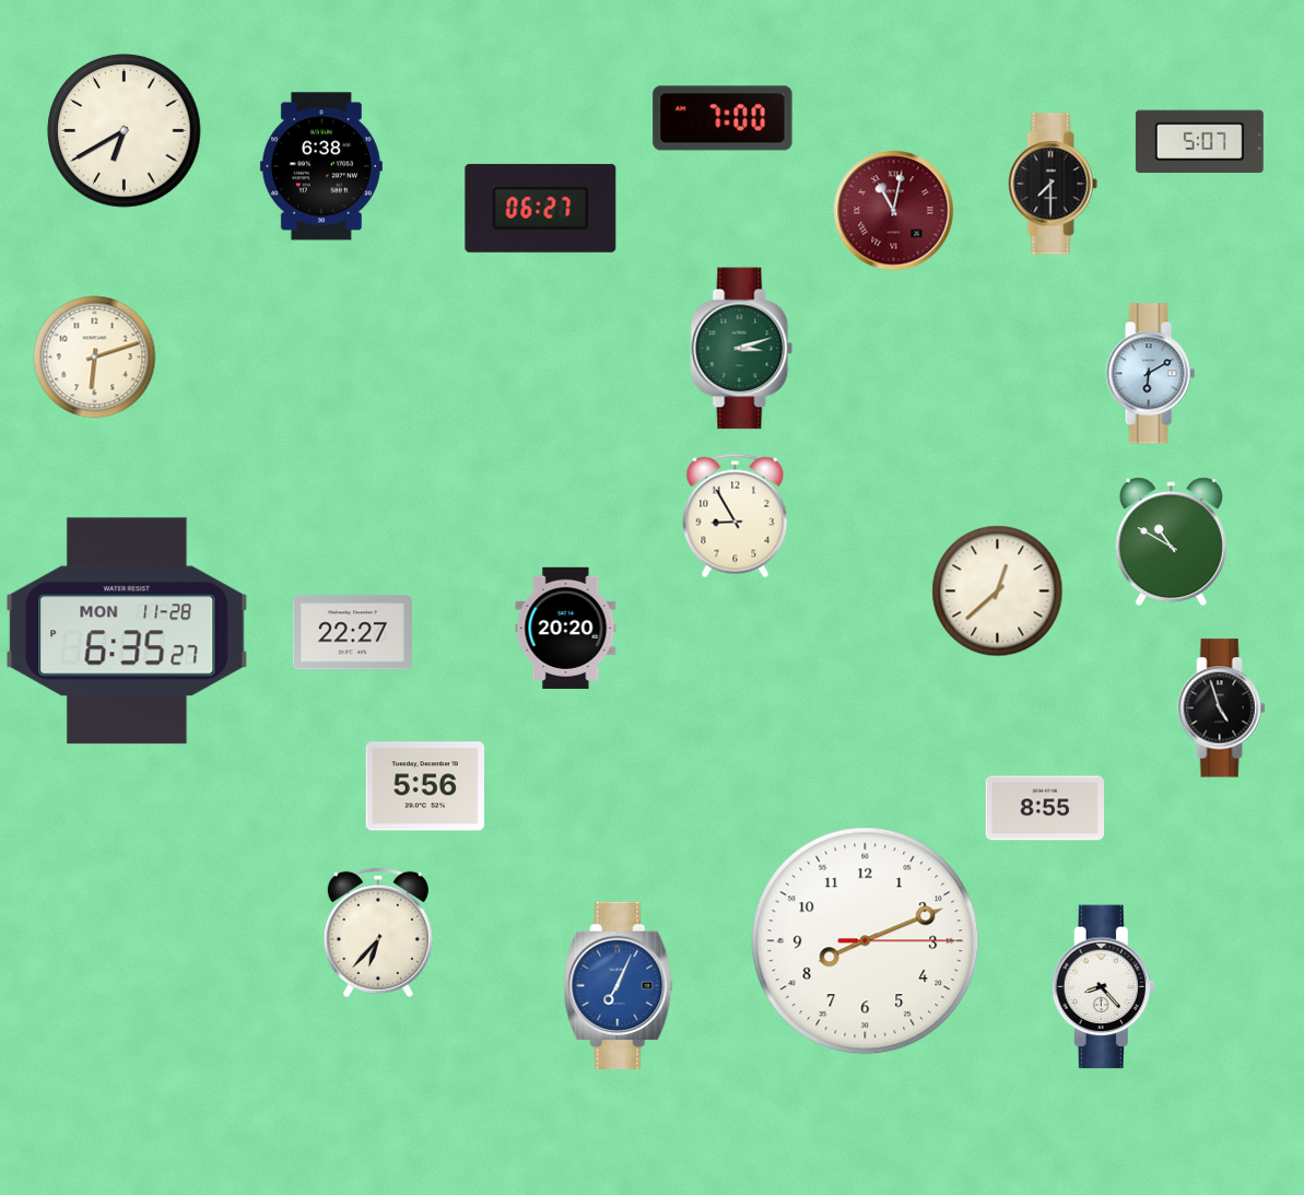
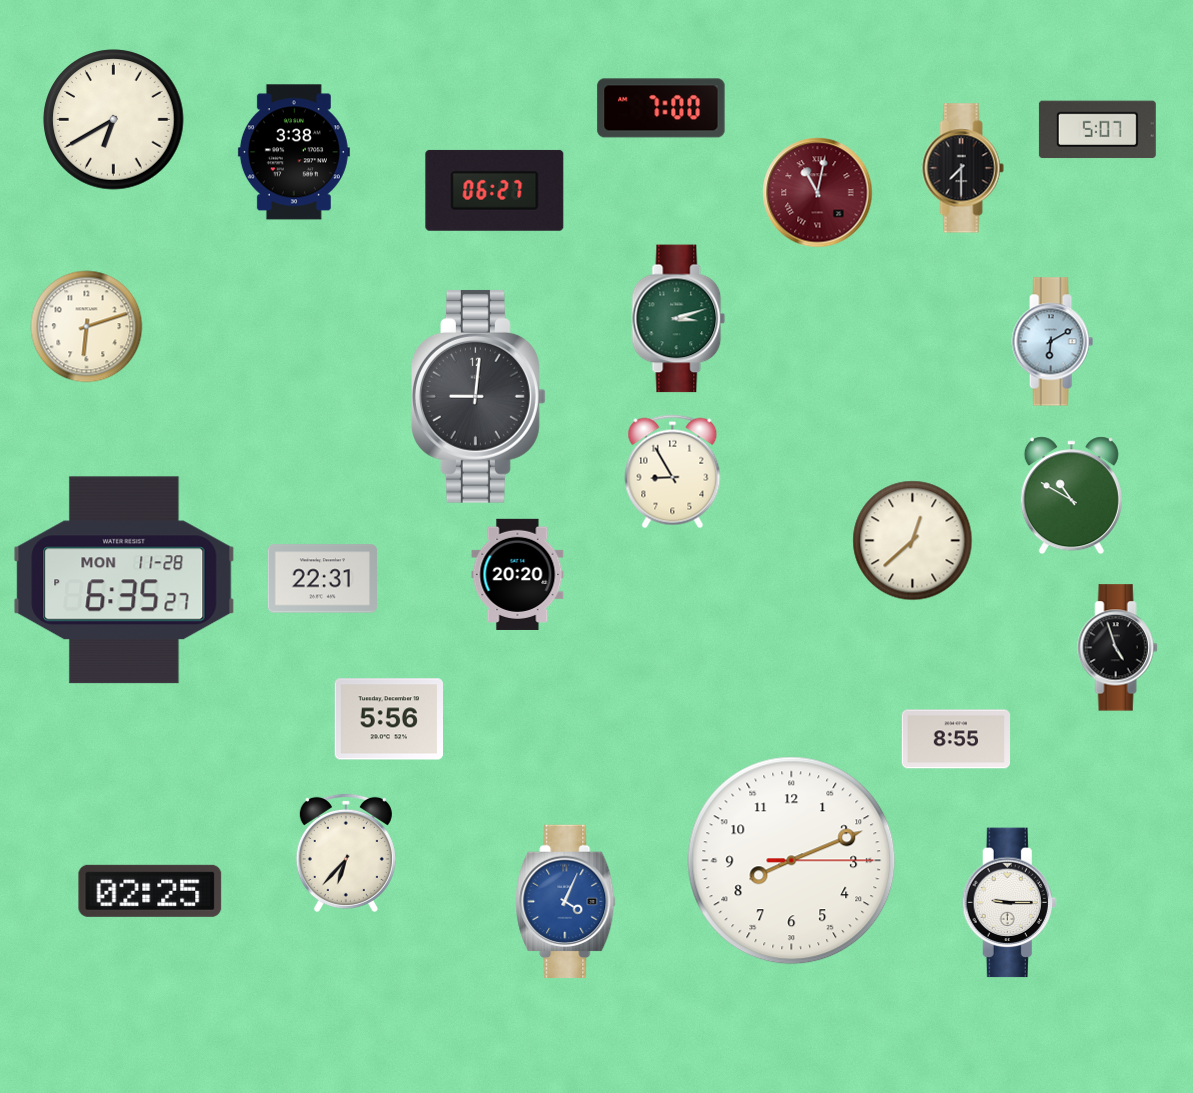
clock at (321, 166): 6:38 -> 3:38
clock at (478, 396): none -> 9:01
clock at (127, 631) position: (127, 631) -> (124, 580)
clock at (352, 633): 22:27 -> 22:31
clock at (150, 891): none -> 02:25
clock at (619, 985): 7:04 -> 4:04
clock at (1103, 987): 8:23 -> 9:15
